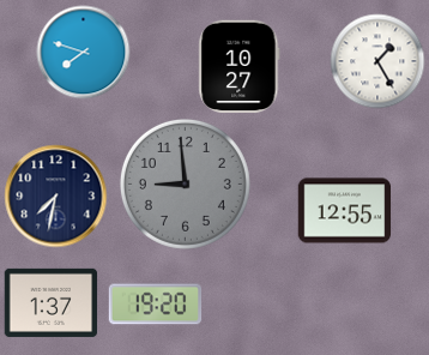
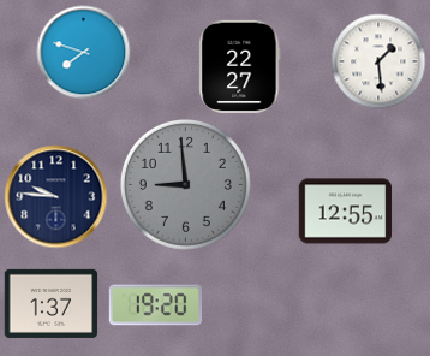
clock at (377, 61): 1:25 -> 1:29
clock at (240, 66): 10:27 -> 22:27
clock at (55, 195): 7:32 -> 9:46
